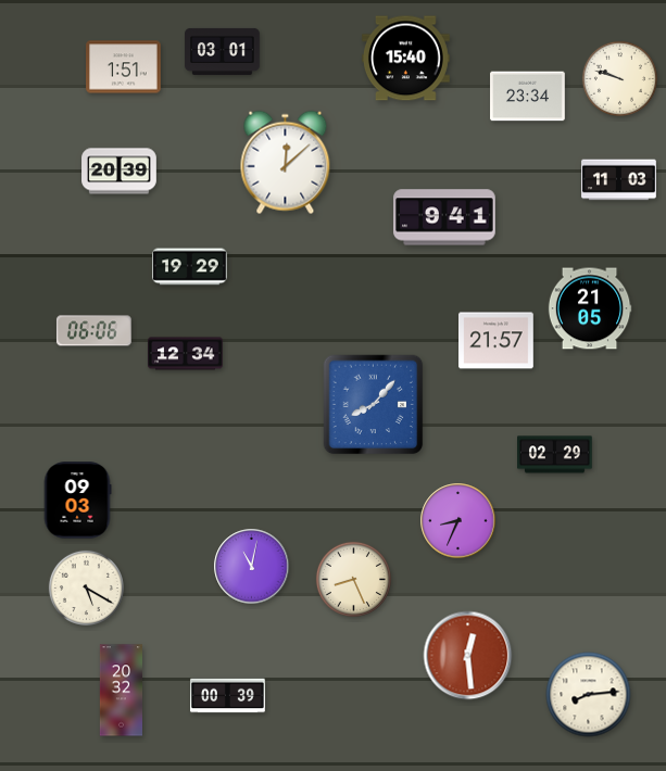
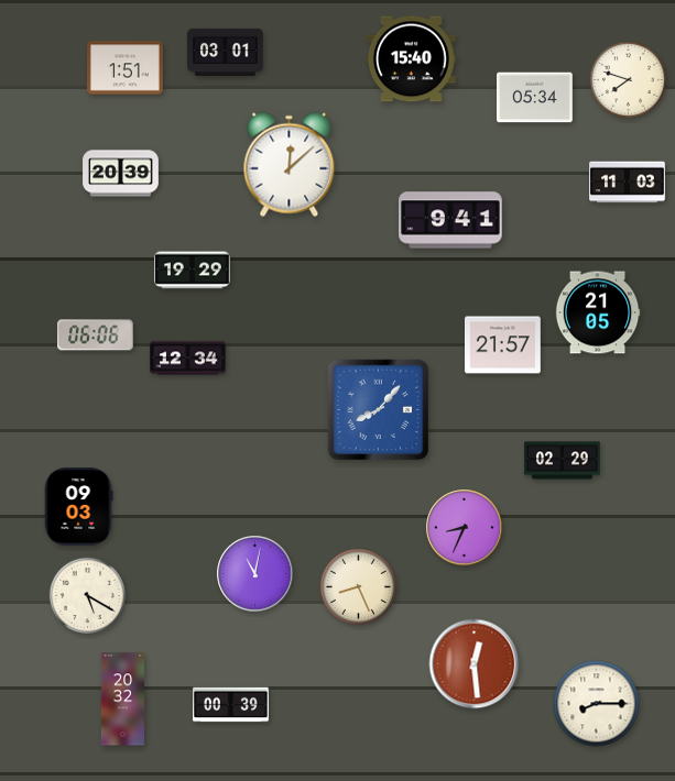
clock at (619, 78): 9:48 -> 7:48
clock at (528, 97): 23:34 -> 05:34
clock at (589, 695): 8:14 -> 8:15
